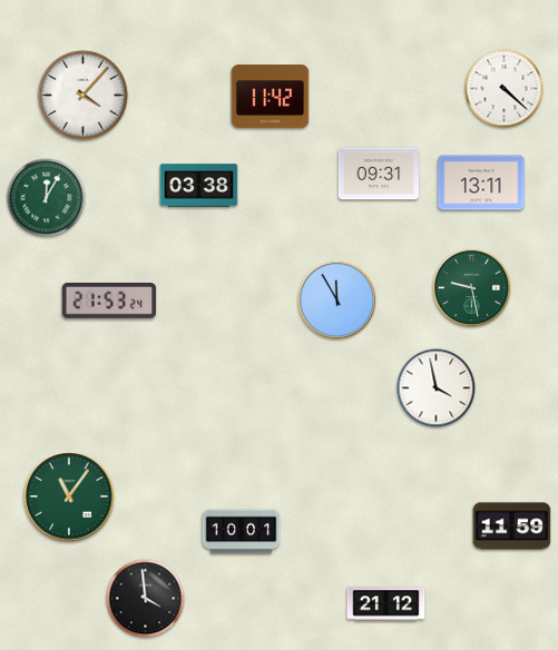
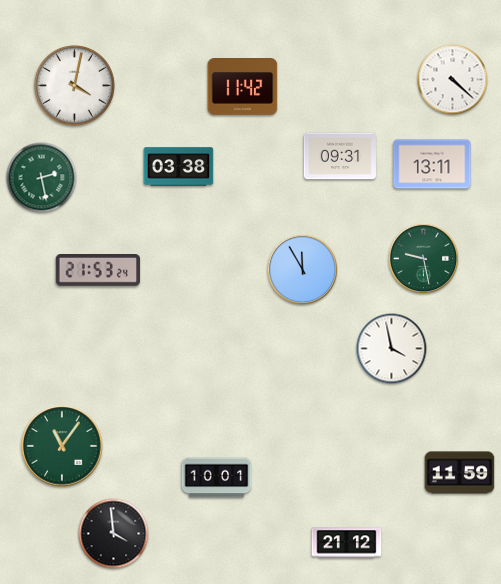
clock at (82, 95): 4:07 -> 4:02
clock at (47, 198): 12:05 -> 2:28
clock at (146, 599) position: (146, 599) -> (114, 534)
